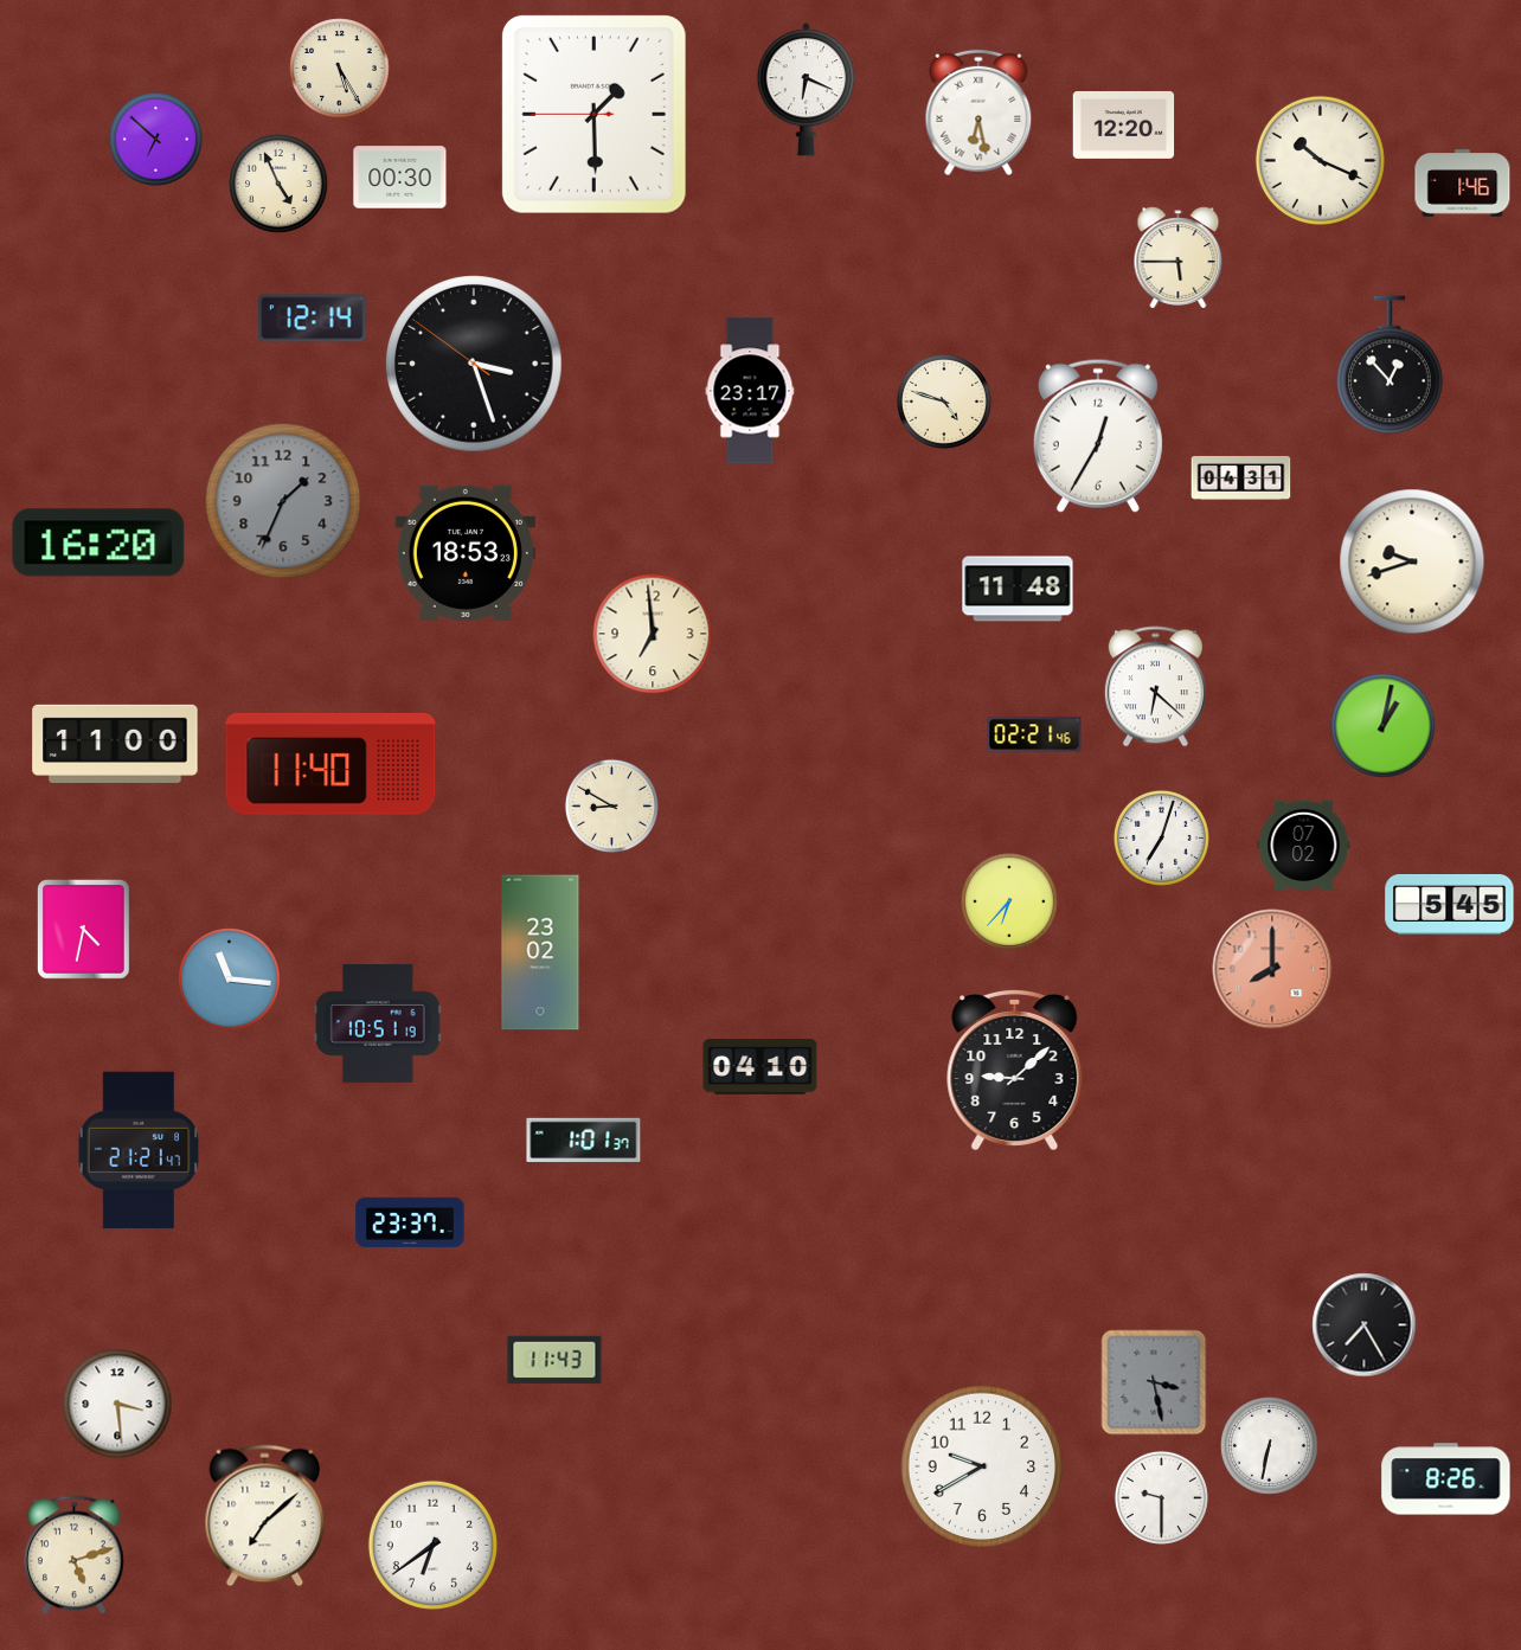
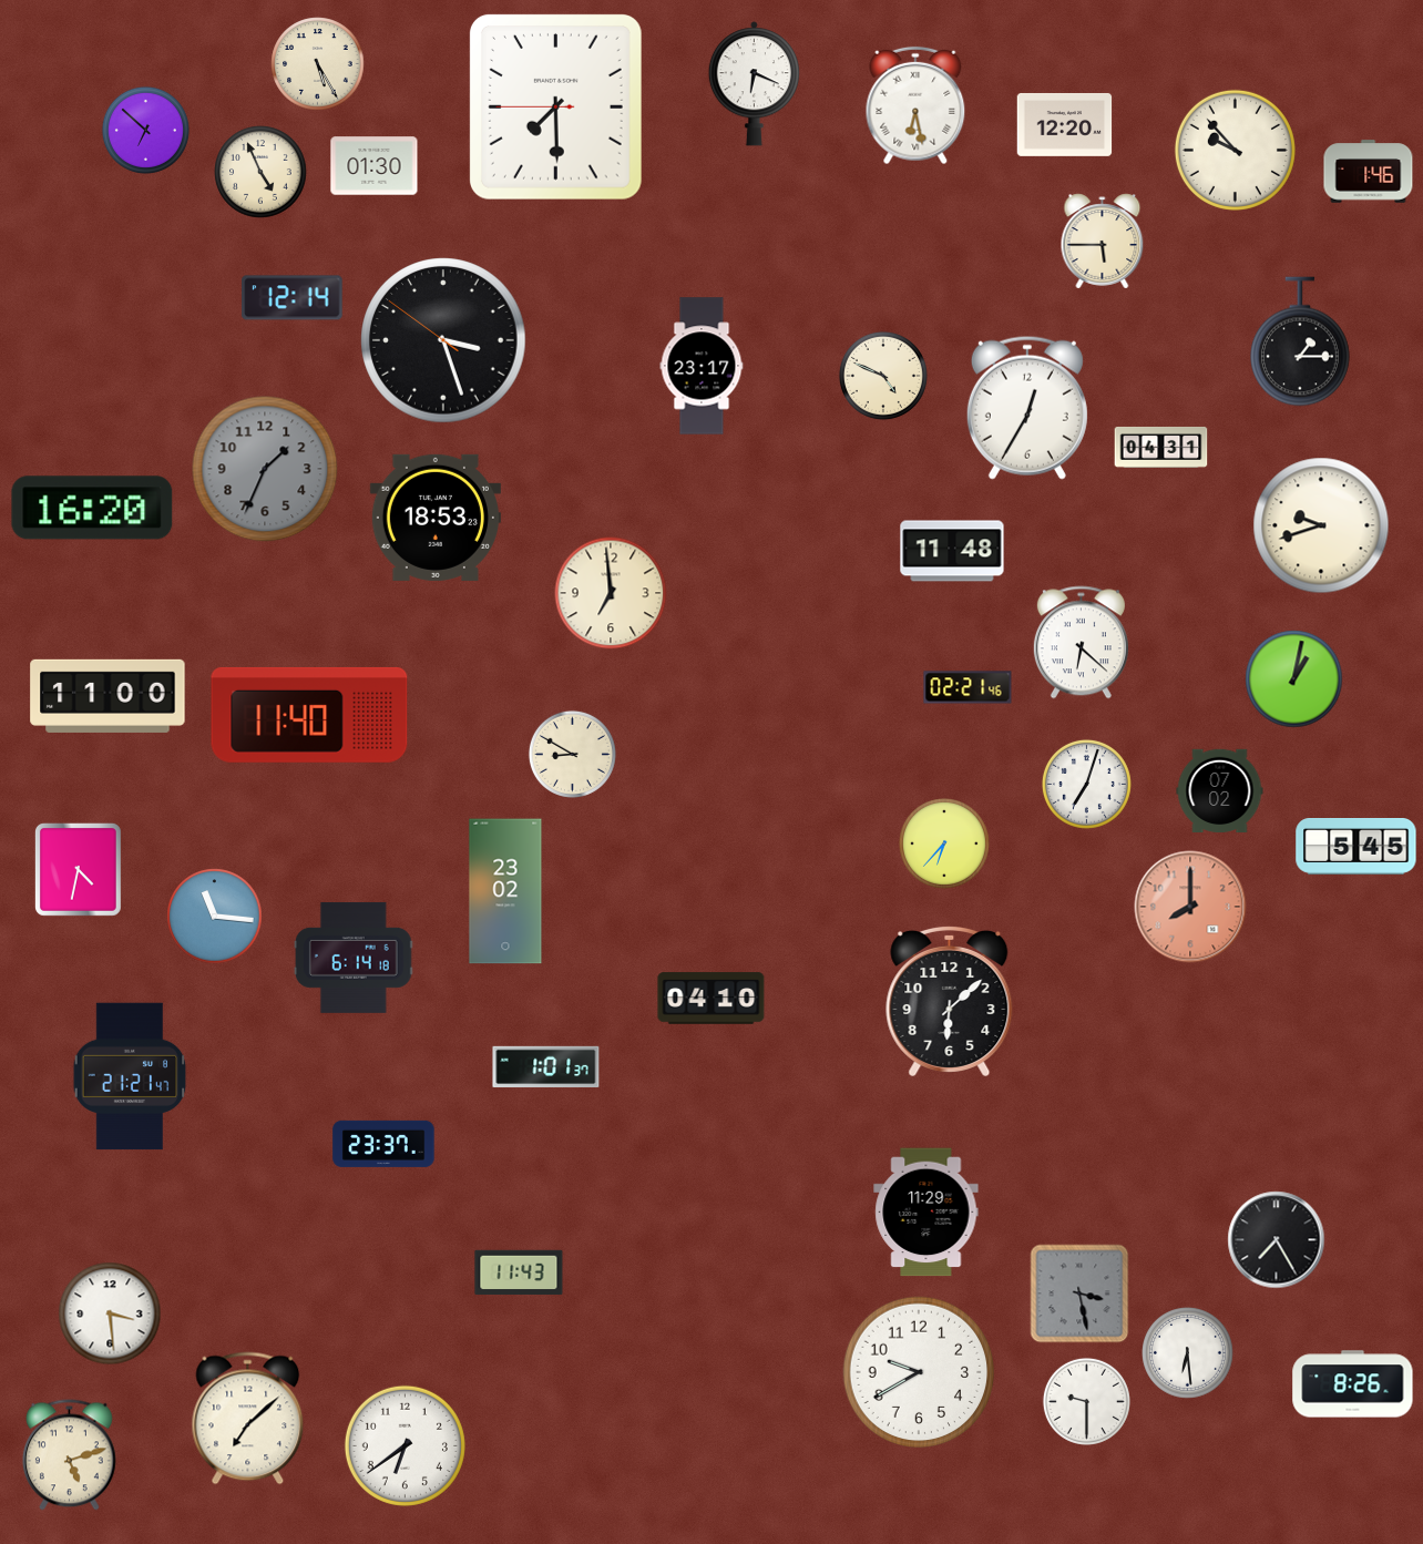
clock at (593, 114): 1:29 -> 7:29
clock at (1124, 124) position: (1124, 124) -> (1065, 124)
clock at (1320, 160): 10:19 -> 9:53
clock at (400, 178): 00:30 -> 01:30
clock at (1390, 365): 12:53 -> 1:15
clock at (944, 402): 4:48 -> 4:49
clock at (378, 1023): 10:51 -> 6:14
clock at (1015, 1070): 9:08 -> 6:08
clock at (927, 1213): none -> 11:29
clock at (1270, 1446): 6:32 -> 6:29
